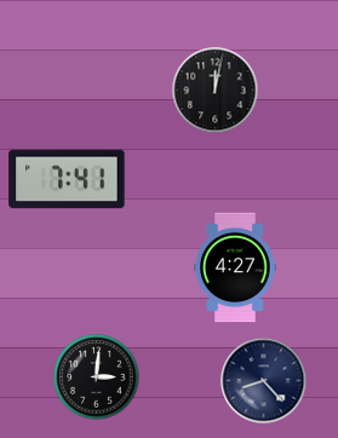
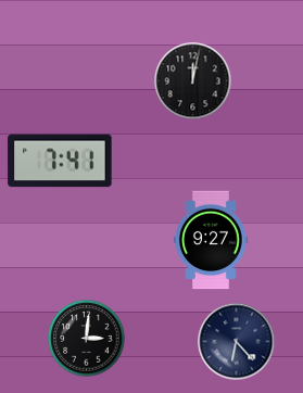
clock at (235, 267): 4:27 -> 9:27
clock at (264, 381): 8:23 -> 6:23
